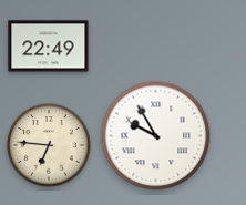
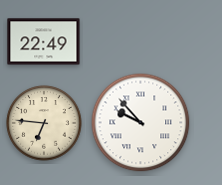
clock at (156, 136): 9:55 -> 9:53
clock at (49, 145) position: (49, 145) -> (44, 123)
